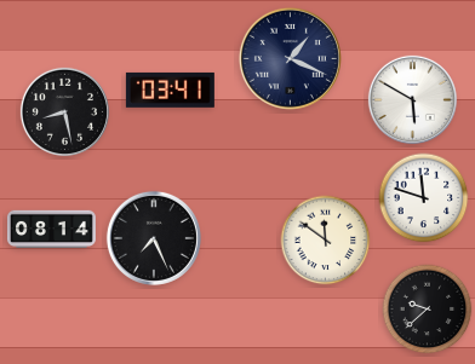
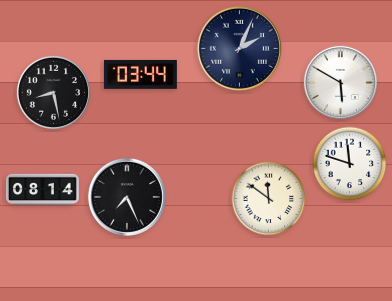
clock at (290, 58): 1:19 -> 2:04
clock at (170, 89): 03:41 -> 03:44
clock at (428, 310): 9:38 -> none
